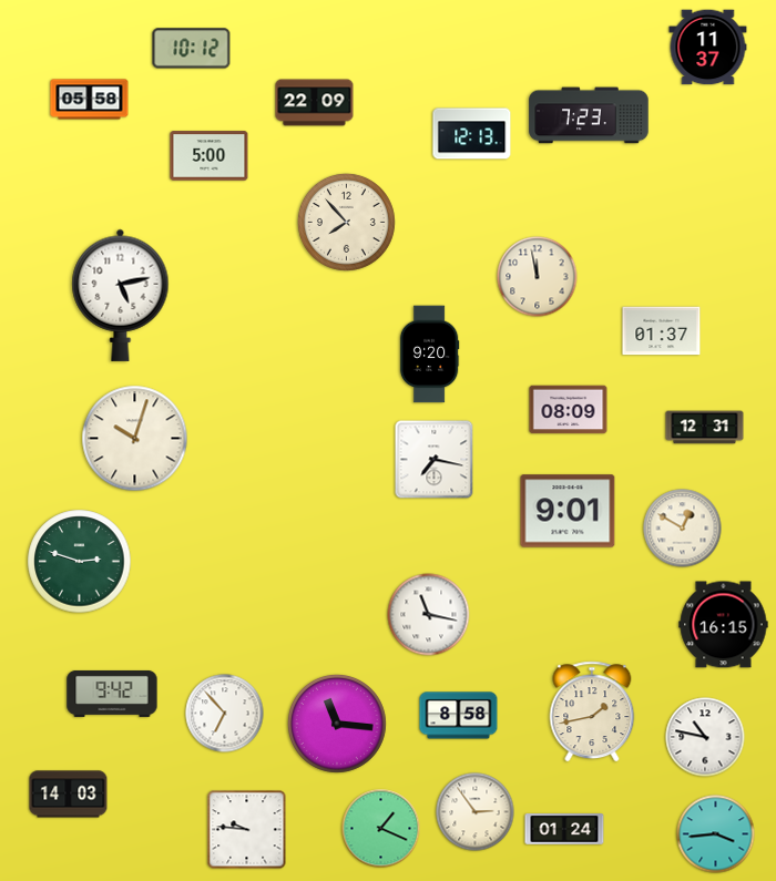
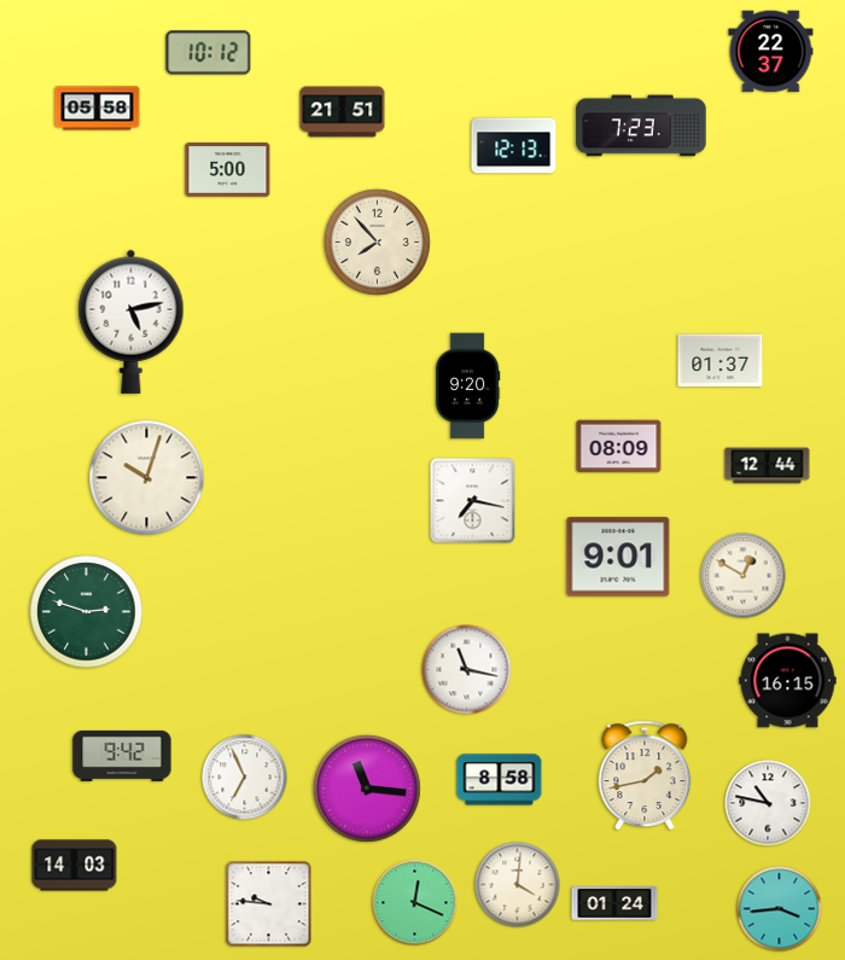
clock at (708, 48): 11:37 -> 22:37
clock at (315, 103): 22:09 -> 21:51
clock at (538, 277): 11:58 -> none
clock at (705, 428): 12:31 -> 12:44
clock at (225, 714): 6:53 -> 6:56
clock at (476, 812): 2:54 -> 4:01
clock at (381, 829): 1:19 -> 12:19
